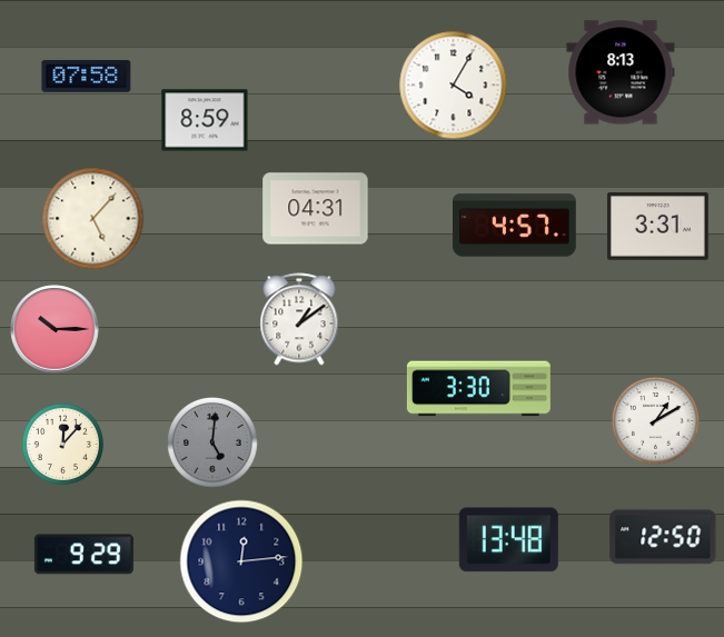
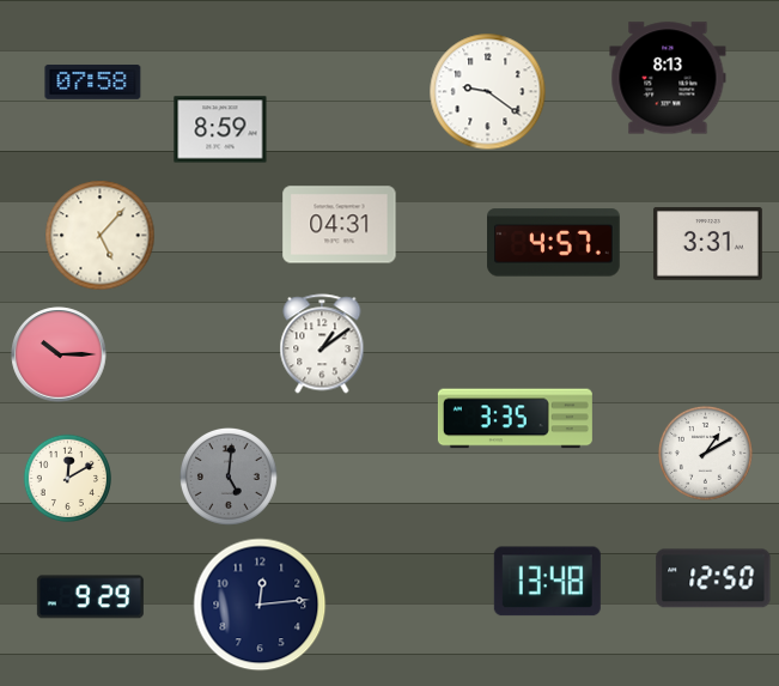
clock at (454, 86): 4:05 -> 9:21
clock at (478, 389): 3:30 -> 3:35
clock at (62, 444): 12:07 -> 12:10
